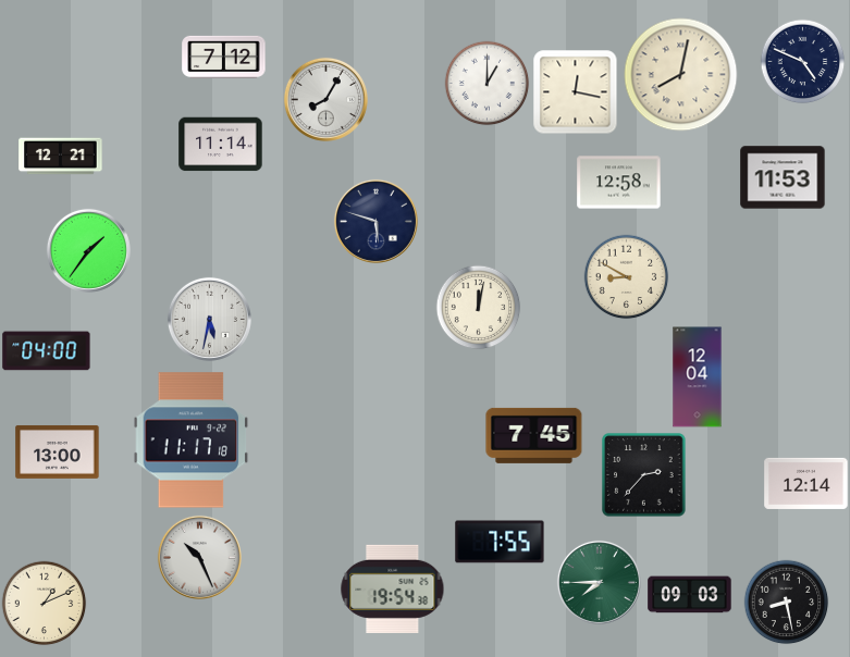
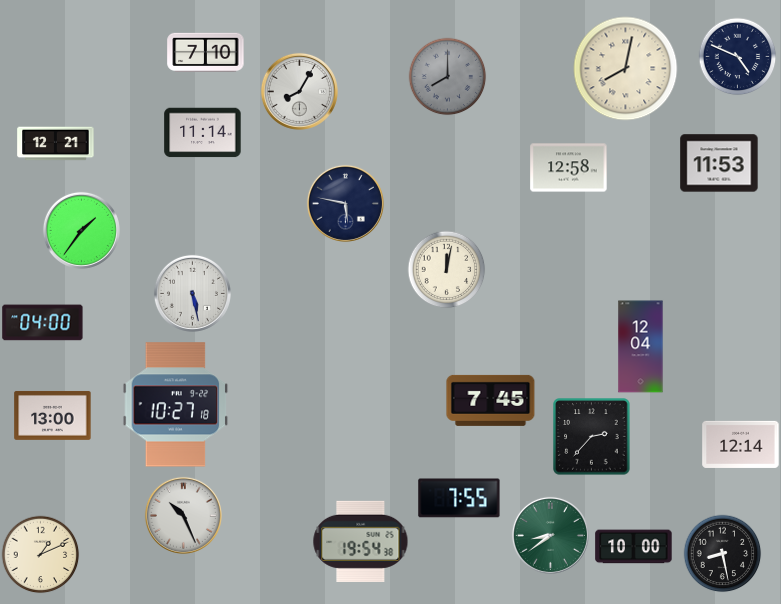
clock at (224, 57): 7:12 -> 7:10
clock at (486, 83): 1:00 -> 8:00
clock at (486, 83) dial: white -> grey
clock at (575, 91): 12:17 -> none
clock at (375, 221): 5:48 -> 5:47
clock at (626, 276): 8:50 -> none
clock at (478, 307) position: (478, 307) -> (446, 269)
clock at (209, 319): 5:32 -> 5:28
clock at (192, 441): 11:17 -> 10:27
clock at (199, 557) position: (199, 557) -> (183, 515)
clock at (599, 582): 7:45 -> 8:39
clock at (690, 595): 09:03 -> 10:00
